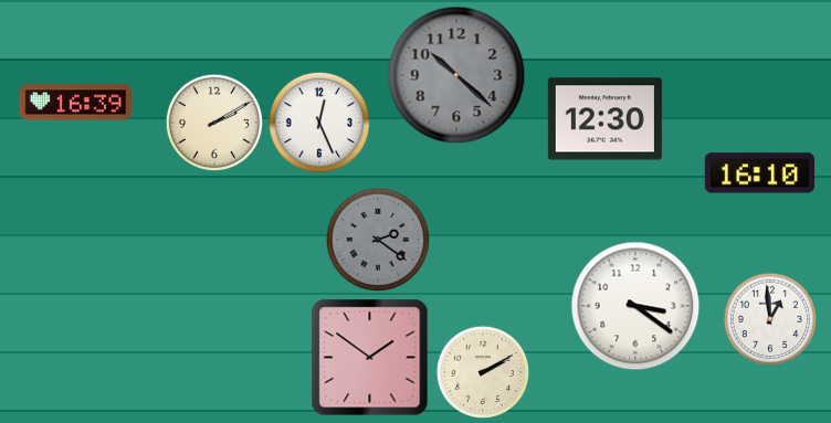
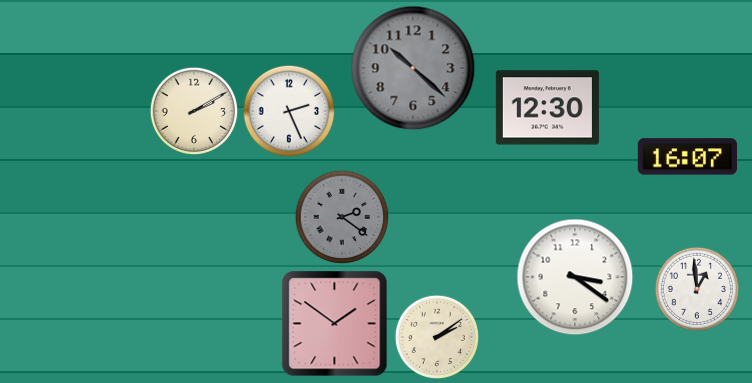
clock at (75, 103): 16:39 -> none
clock at (319, 123): 12:26 -> 2:26
clock at (759, 173): 16:10 -> 16:07
clock at (482, 371): 2:10 -> 2:09
